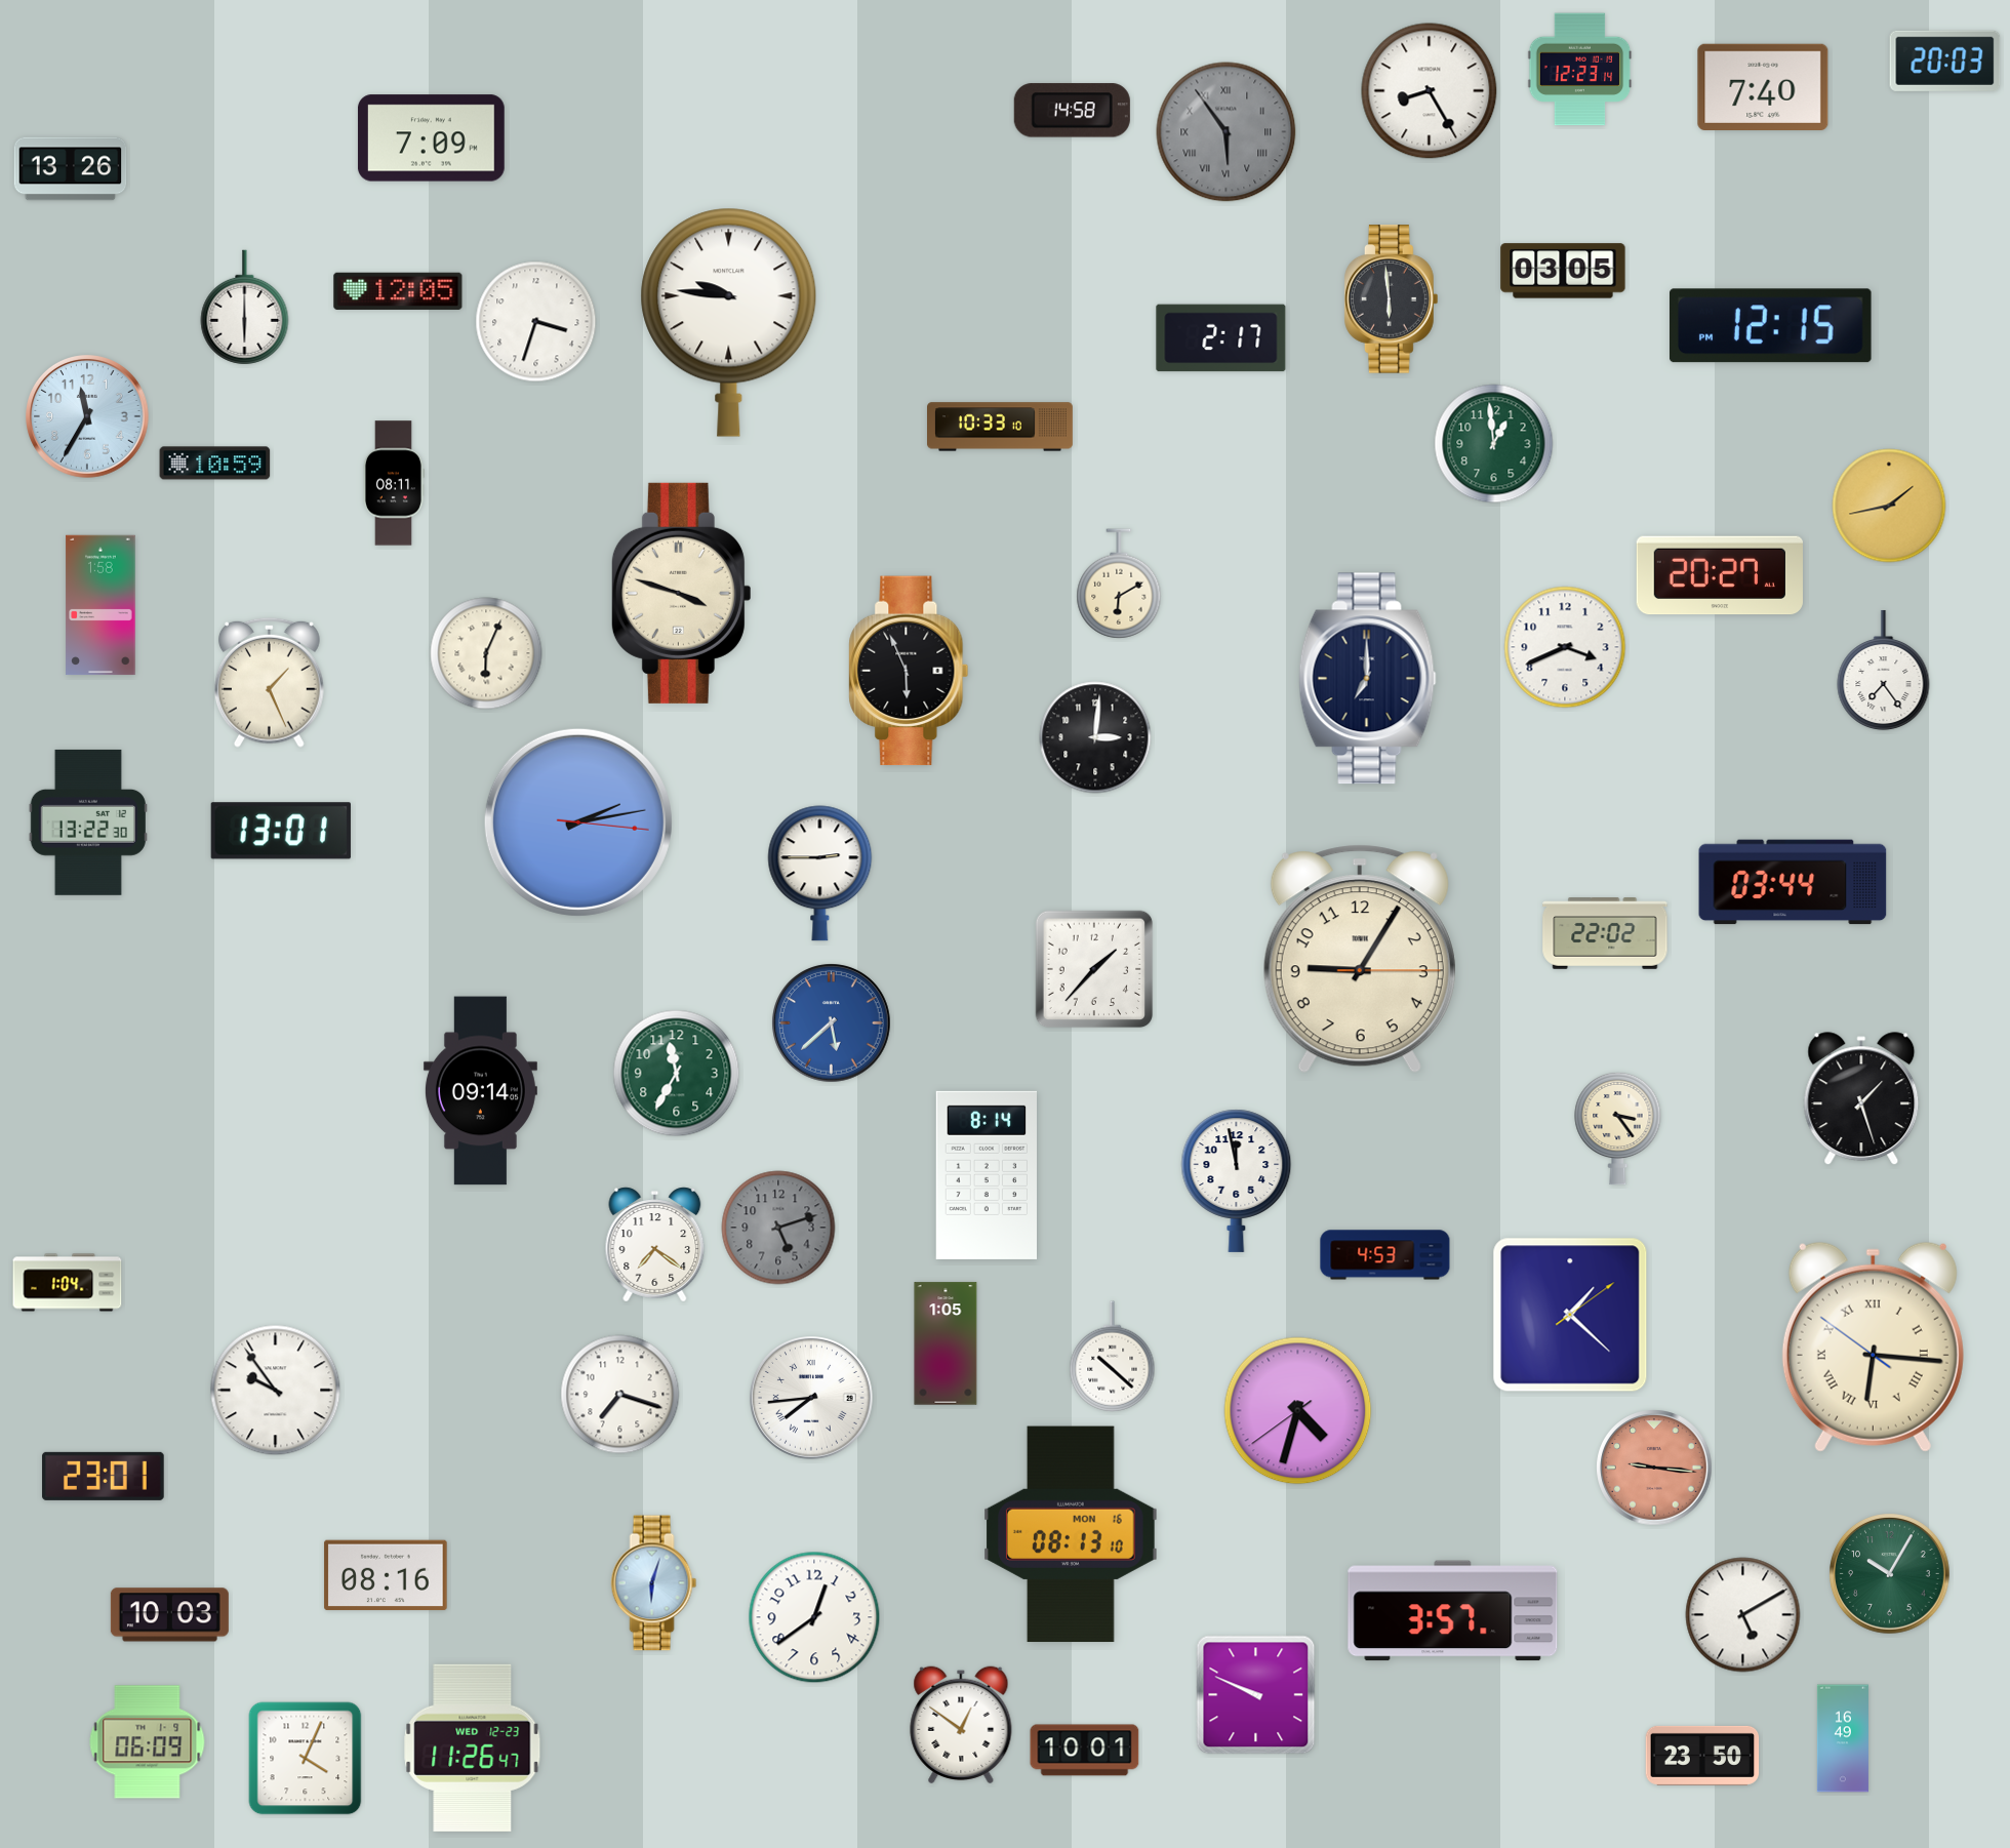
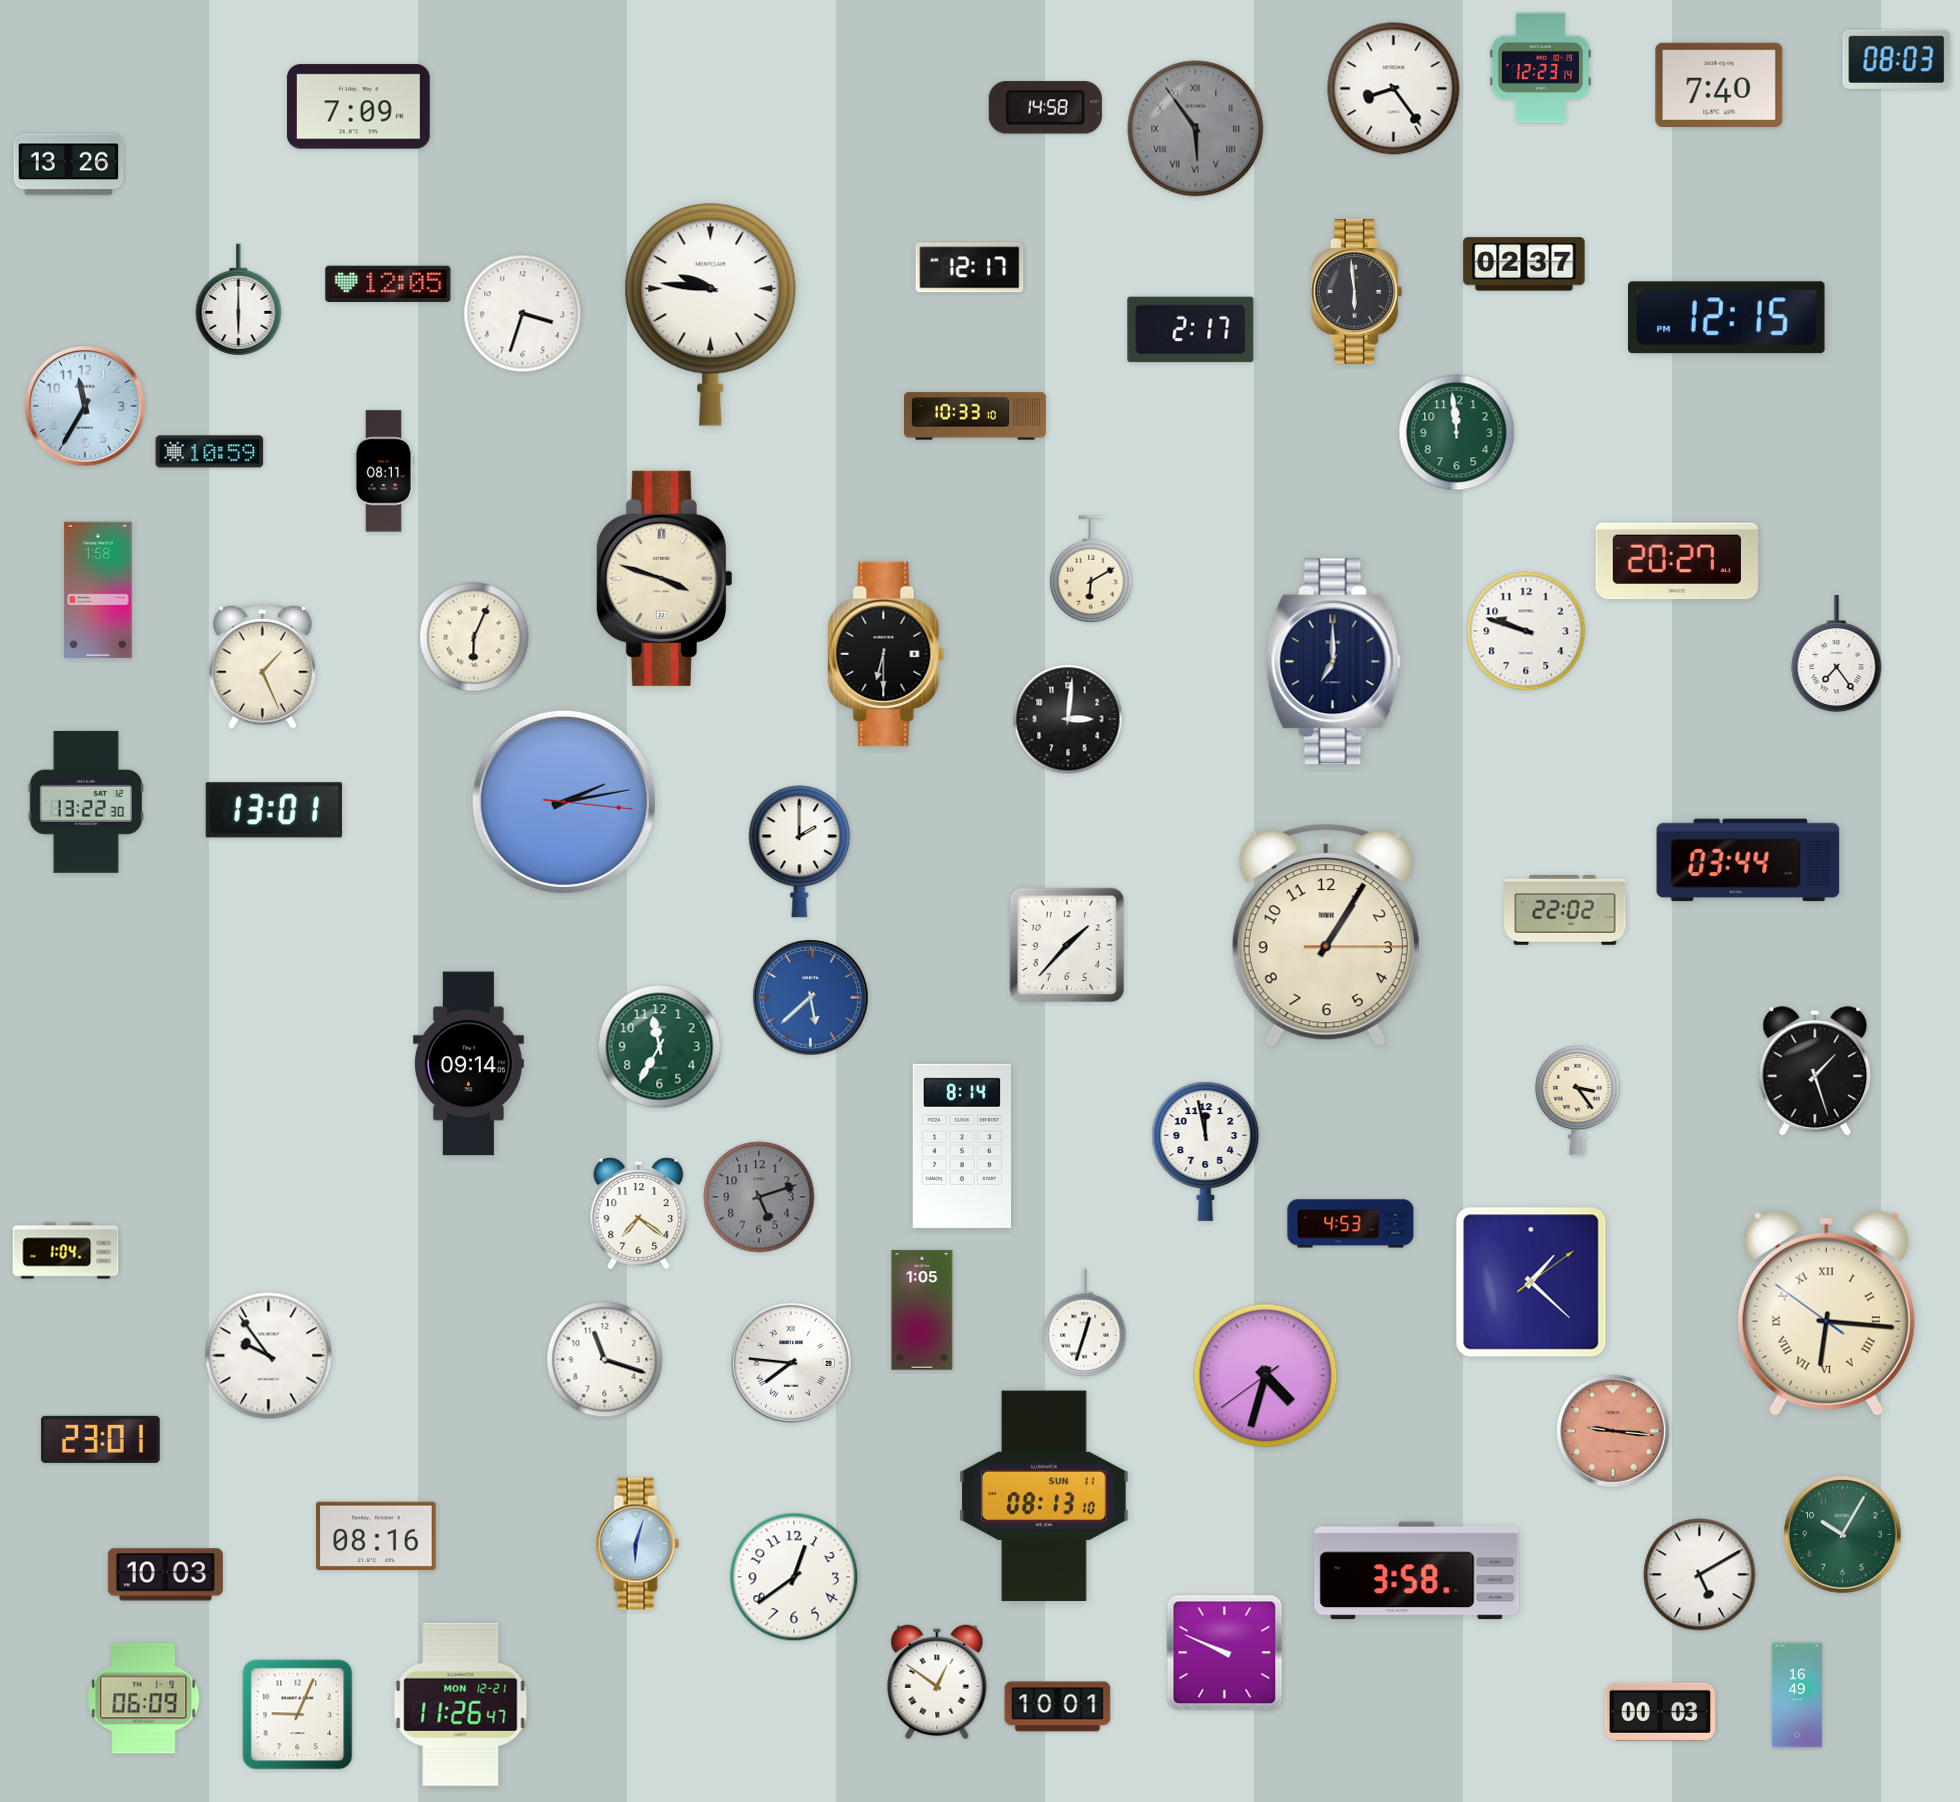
clock at (1945, 61): 20:03 -> 08:03
clock at (1430, 91): 8:25 -> 8:24
clock at (431, 138) position: (431, 138) -> (358, 107)
clock at (1563, 271): 03:05 -> 02:37
clock at (970, 268): none -> 12:17
clock at (1494, 444): 12:59 -> 11:59
clock at (1889, 506): 1:43 -> none
clock at (1565, 647): 3:41 -> 9:48
clock at (909, 671): 5:56 -> 6:30
clock at (820, 874): 2:45 -> 2:00
clock at (1360, 959): 9:05 -> 1:05
clock at (1113, 1357): 10:22 -> 12:33
clock at (620, 1395): 7:18 -> 11:18
clock at (812, 1399): 7:44 -> 7:46
clock at (1071, 1534) date: MON 16 -> SUN 11
clock at (1453, 1611): 3:57 -> 3:58
clock at (473, 1747) date: WED 12-23 -> MON 12-21
clock at (1702, 1756): 23:50 -> 00:03
clock at (306, 1759): 4:04 -> 9:04
